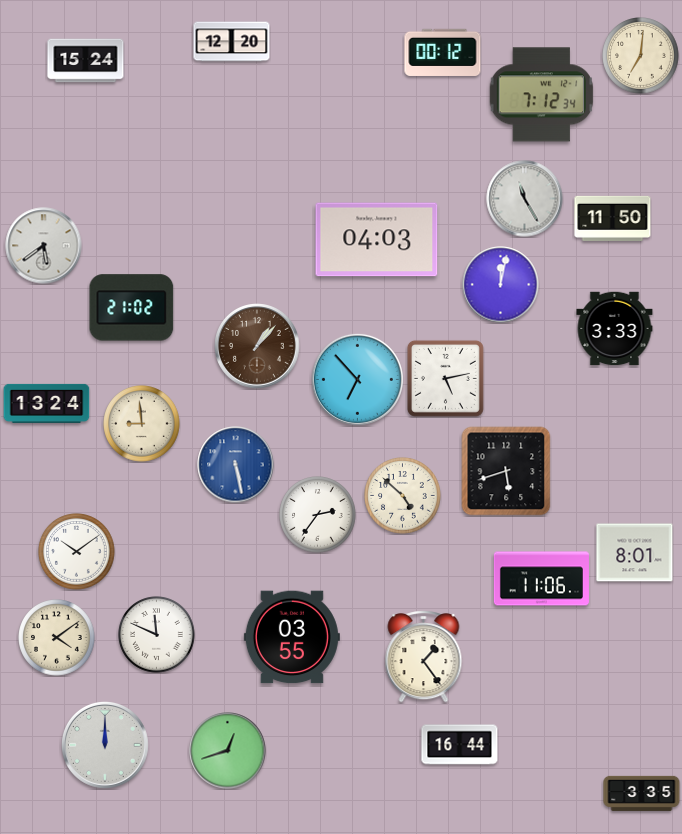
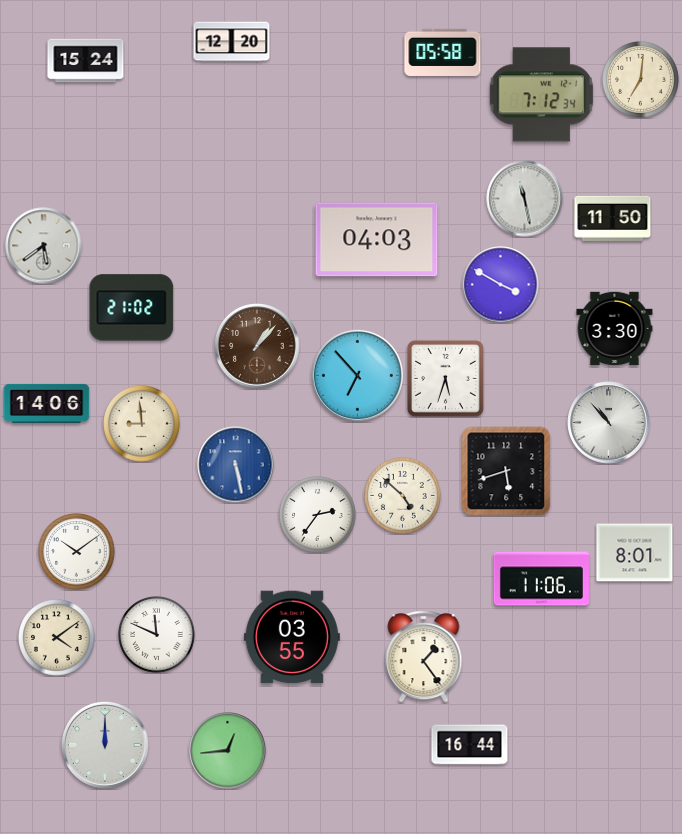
clock at (443, 52): 00:12 -> 05:58
clock at (641, 56) position: (641, 56) -> (641, 80)
clock at (525, 199): 11:25 -> 11:28
clock at (501, 285): 12:02 -> 3:50
clock at (615, 329): 3:33 -> 3:30
clock at (445, 378): 5:13 -> 5:33
clock at (357, 379) position: (357, 379) -> (357, 375)
clock at (47, 403): 13:24 -> 14:06
clock at (609, 423): none -> 10:53
clock at (460, 745) position: (460, 745) -> (470, 745)
clock at (228, 751): 12:42 -> 12:44
clock at (642, 793): 3:35 -> none
